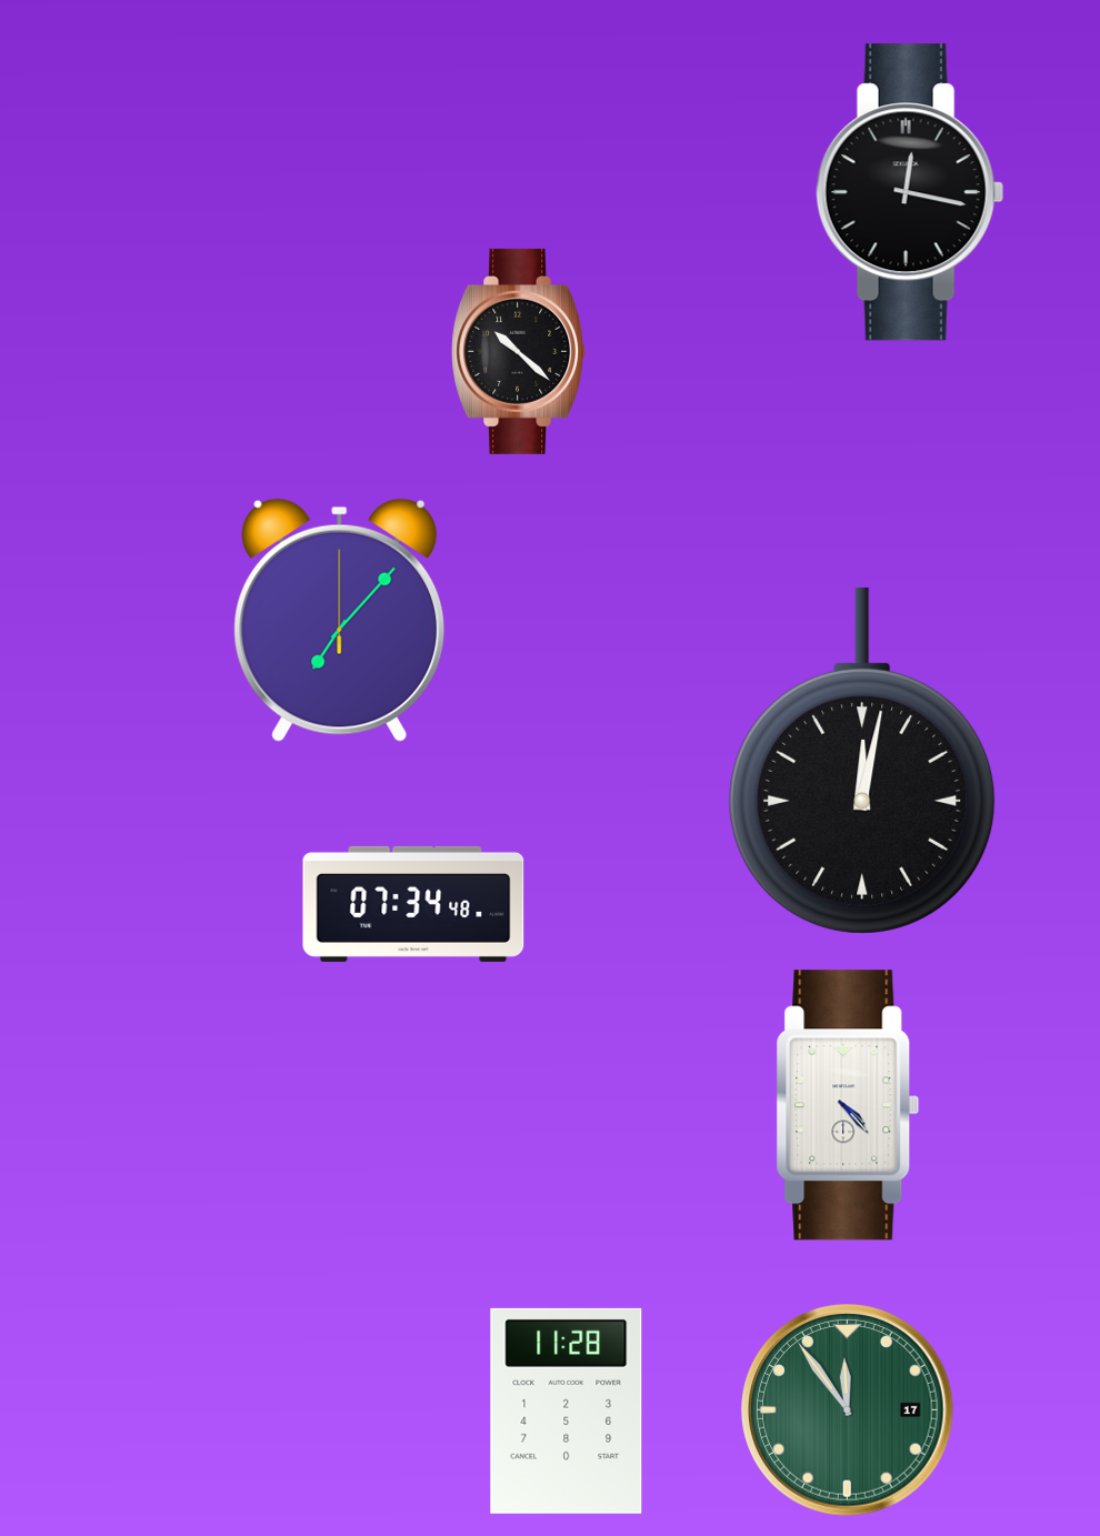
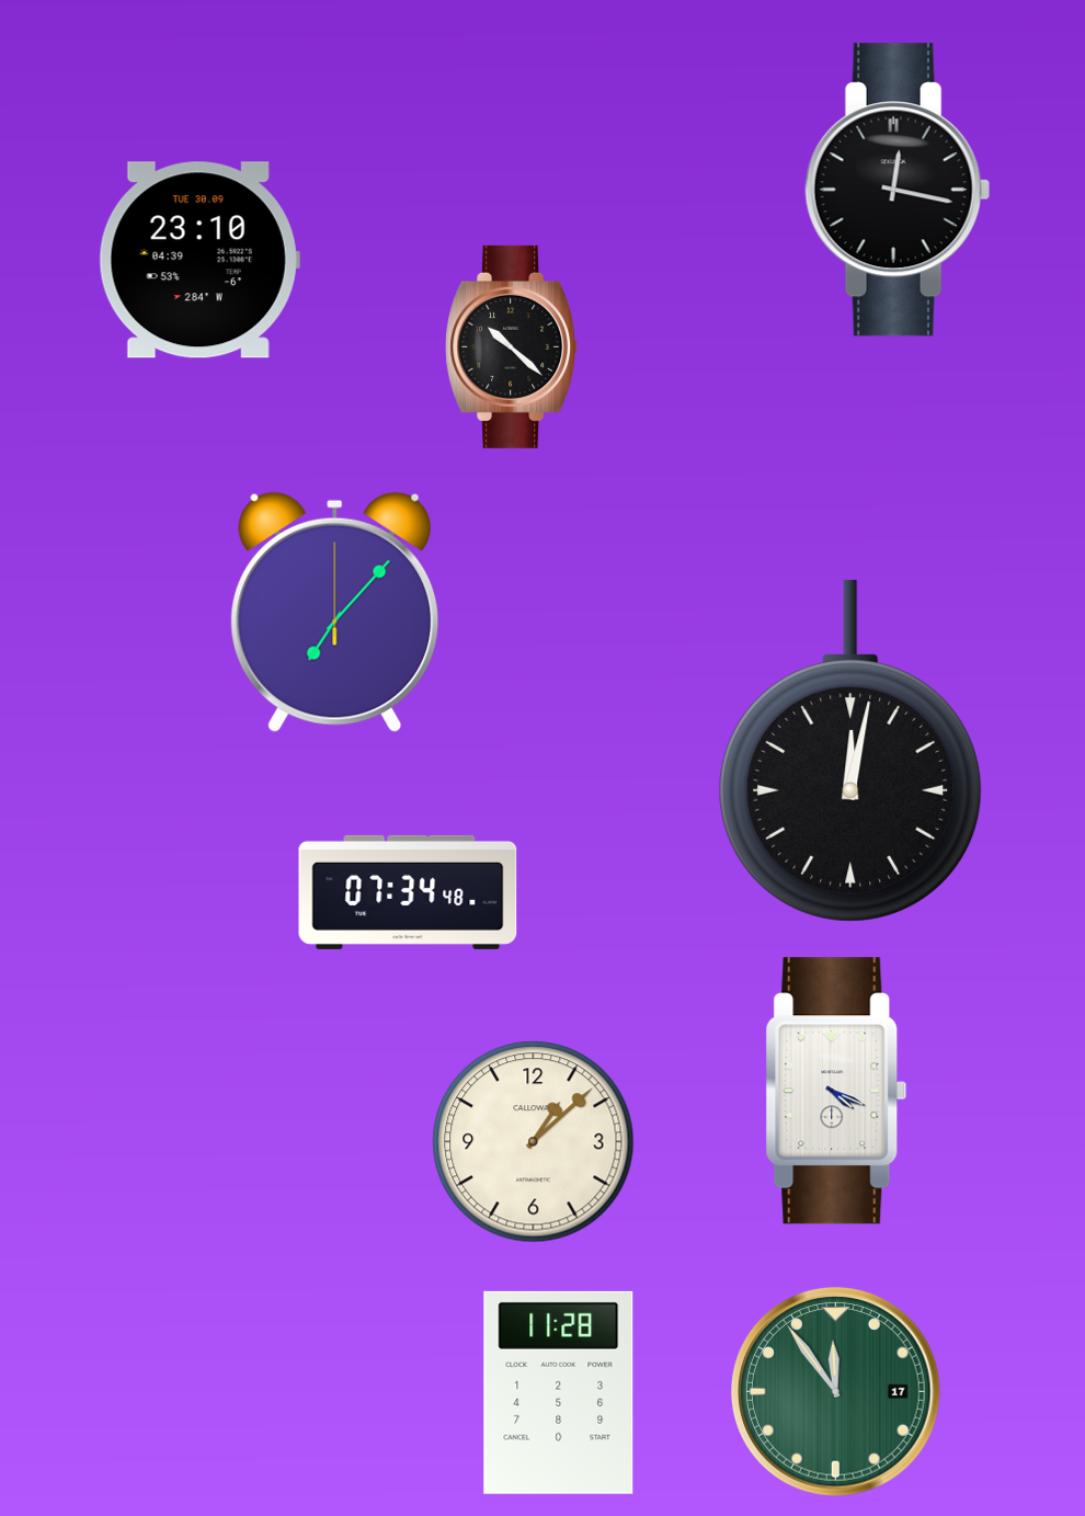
clock at (199, 260): none -> 23:10
clock at (848, 1105): 4:23 -> 4:19
clock at (534, 1142): none -> 1:08
